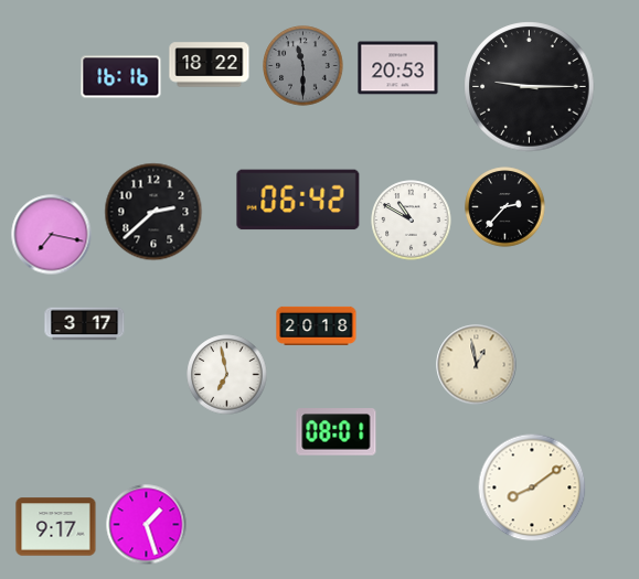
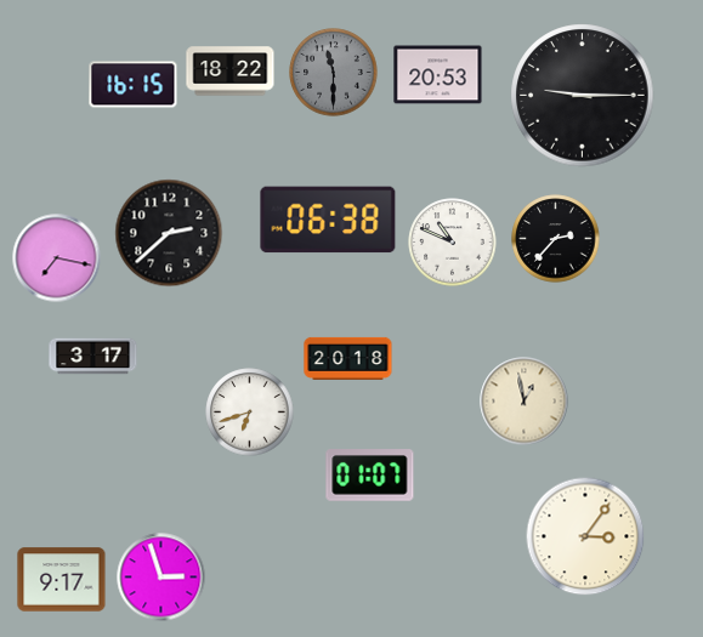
clock at (121, 77): 16:16 -> 16:15
clock at (298, 200): 06:42 -> 06:38
clock at (505, 207) position: (505, 207) -> (556, 239)
clock at (412, 221): 10:50 -> 10:49
clock at (227, 375): 6:58 -> 6:42
clock at (337, 432): 08:01 -> 01:07
clock at (532, 487): 8:09 -> 3:06
clock at (147, 525): 1:27 -> 2:57
